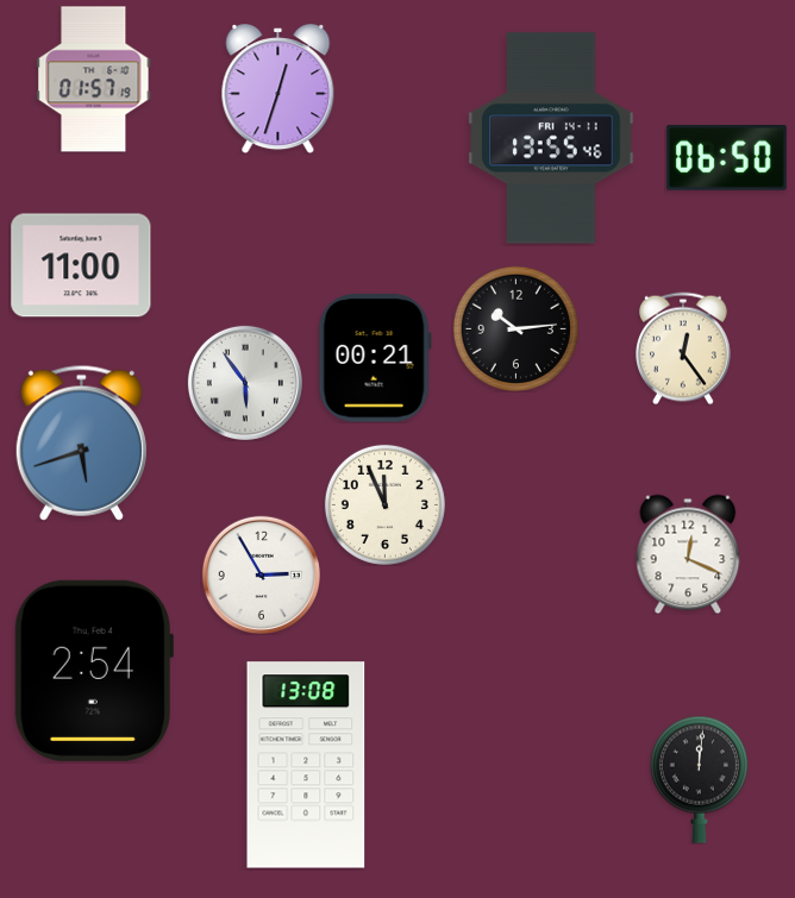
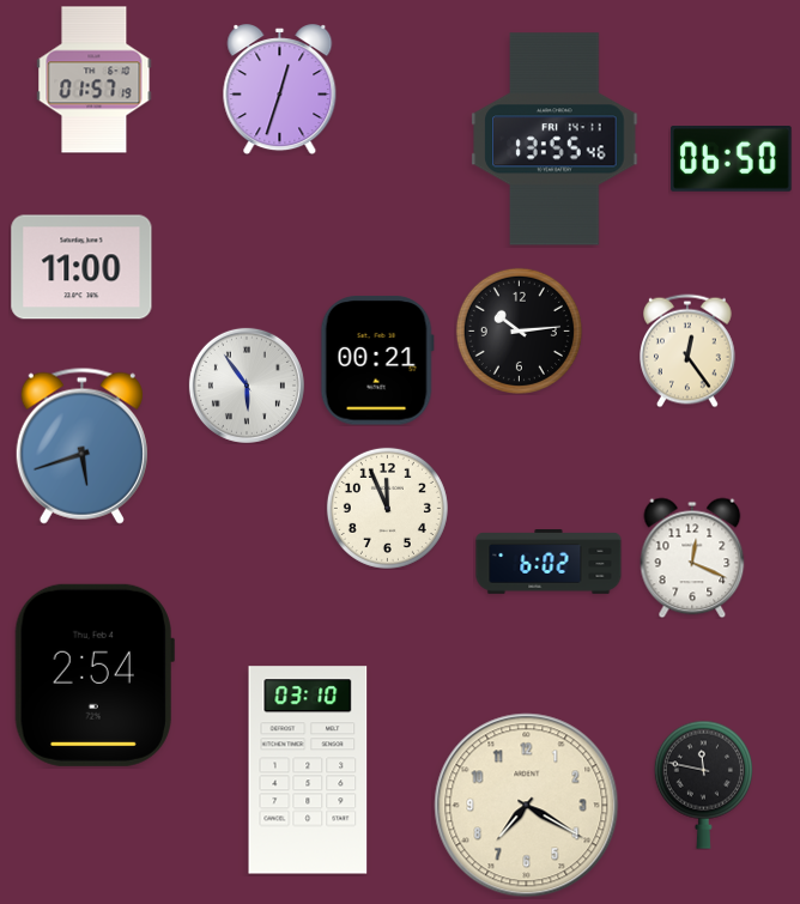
clock at (549, 562): none -> 6:02
clock at (261, 574): 2:55 -> none
clock at (306, 765): 13:08 -> 03:10
clock at (699, 779): 12:01 -> 11:47
clock at (527, 806): none -> 7:20
